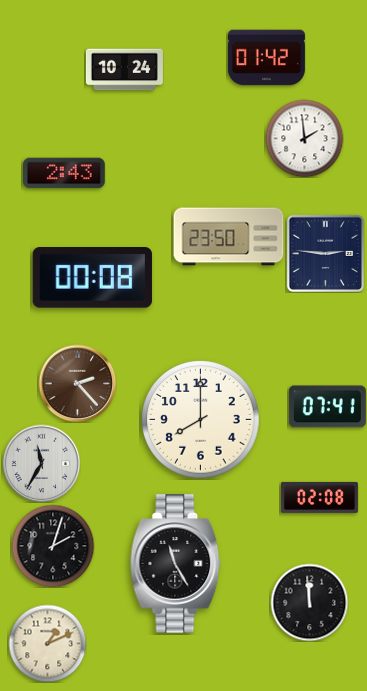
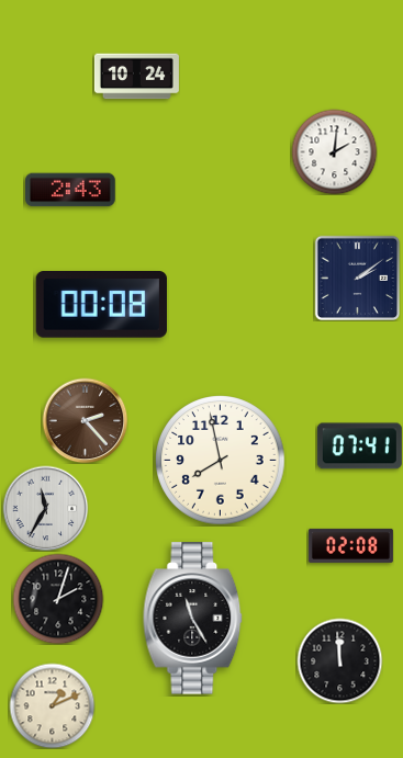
clock at (266, 58): 01:42 -> none
clock at (304, 138): 1:59 -> 2:01
clock at (229, 237): 23:50 -> none
clock at (325, 253): 2:46 -> 2:09
clock at (201, 420): 8:00 -> 7:58
